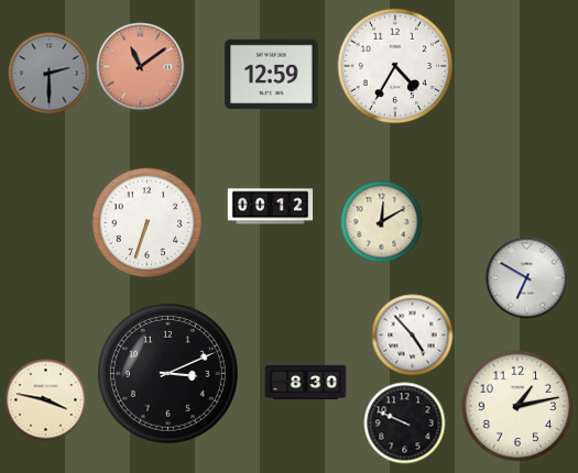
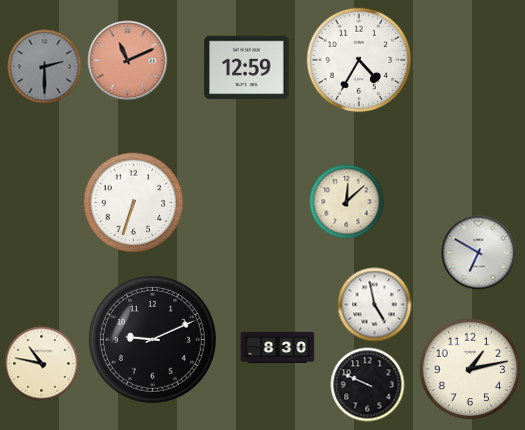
clock at (141, 67): 11:09 -> 11:11
clock at (271, 207): 00:12 -> none
clock at (382, 222): 12:10 -> 12:08
clock at (413, 335): 4:53 -> 4:58
clock at (167, 373): 3:11 -> 9:11
clock at (46, 400): 3:47 -> 10:47
